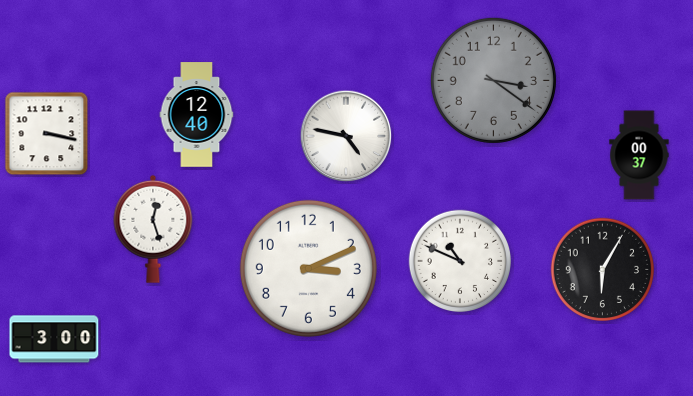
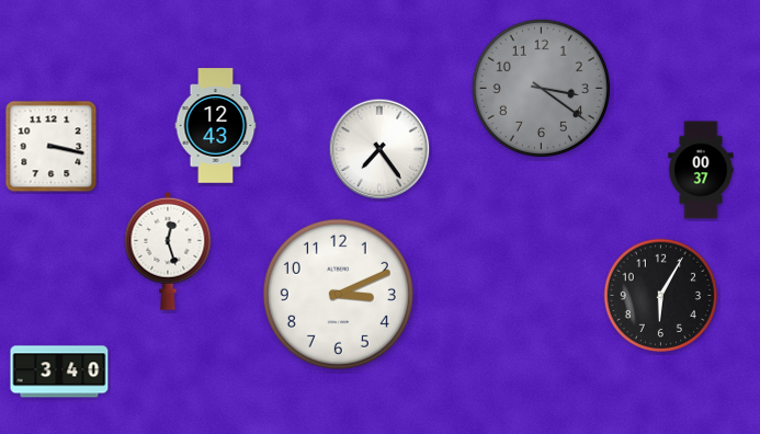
clock at (197, 115): 12:40 -> 12:43
clock at (346, 136): 4:47 -> 7:24
clock at (460, 261): 10:49 -> none
clock at (54, 339): 3:00 -> 3:40
